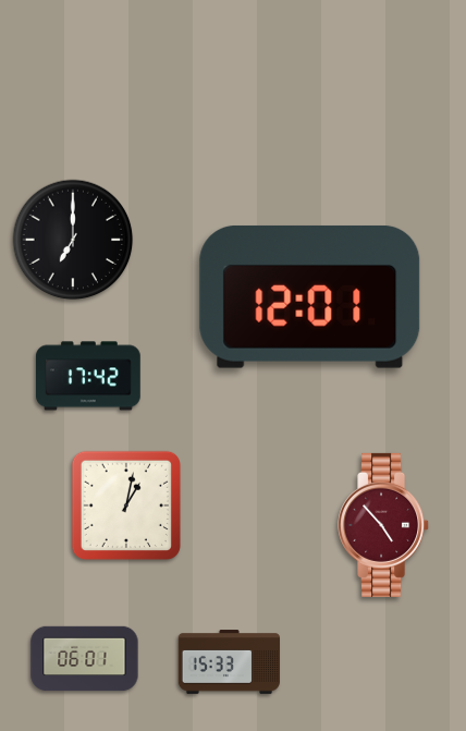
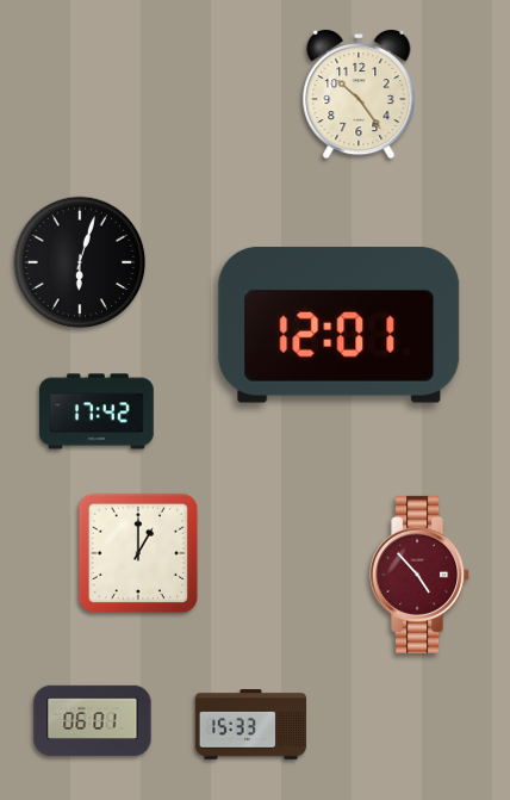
clock at (359, 95): none -> 10:24
clock at (73, 240): 7:00 -> 6:03
clock at (126, 505): 1:02 -> 1:00
